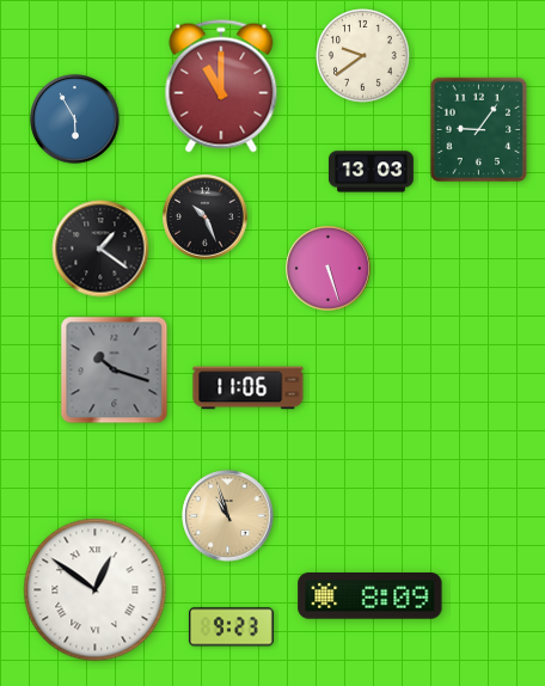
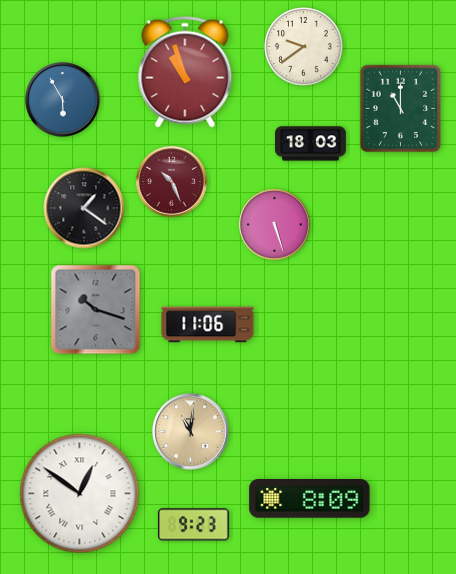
clock at (221, 86): 11:00 -> 10:57
clock at (479, 130): 9:06 -> 11:00
clock at (372, 172): 13:03 -> 18:03
clock at (206, 218) dial: black -> burgundy
clock at (228, 516): 10:57 -> 11:01
